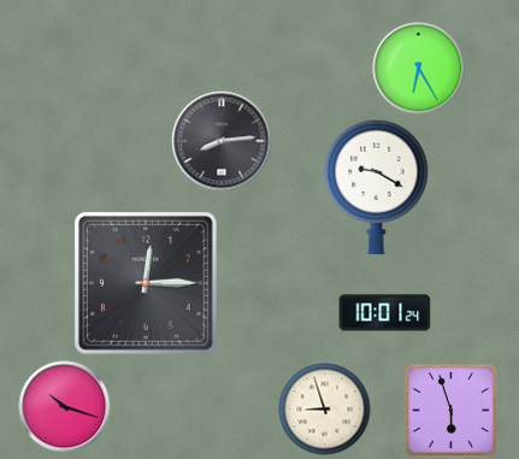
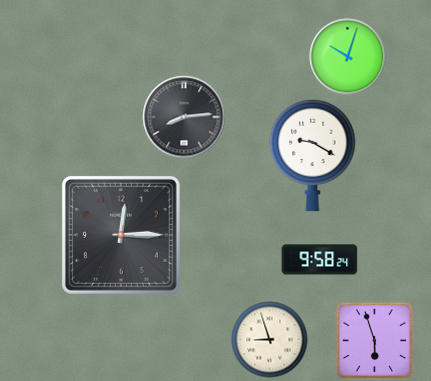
clock at (419, 69): 6:25 -> 10:03
clock at (385, 313): 10:01 -> 9:58
clock at (65, 407): 10:18 -> none
